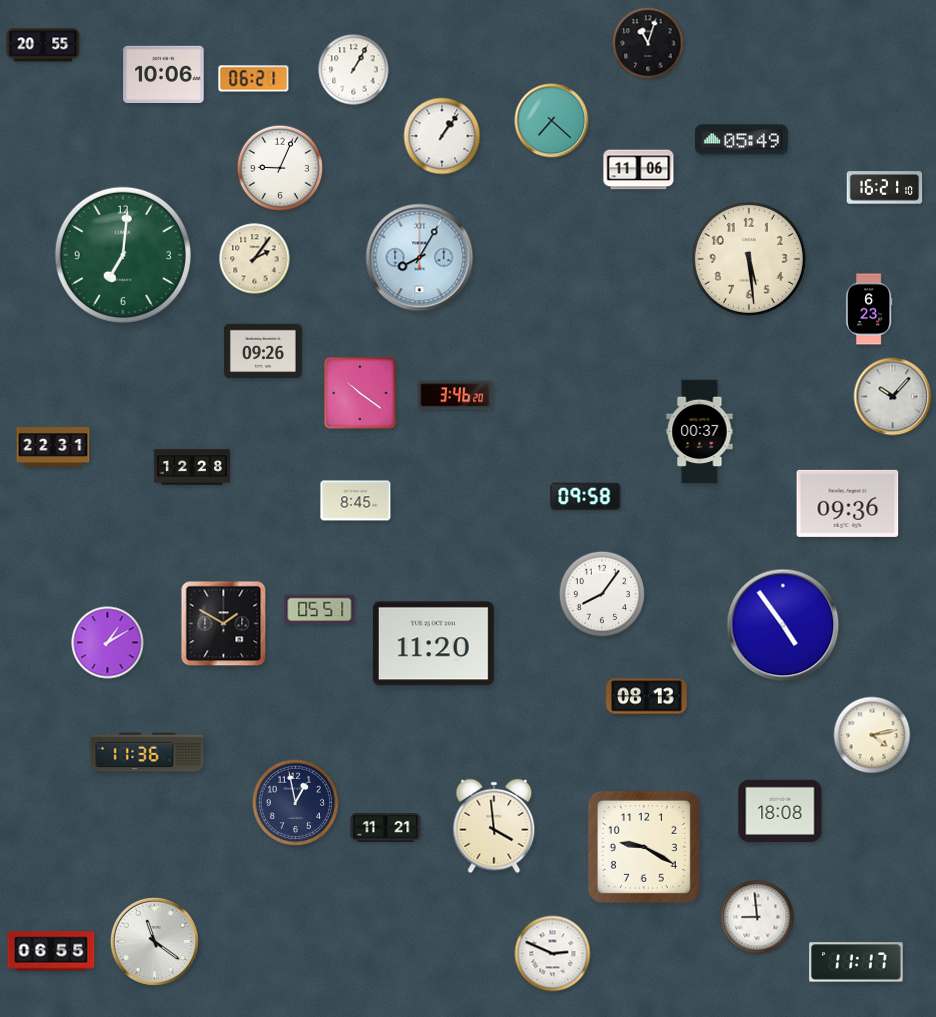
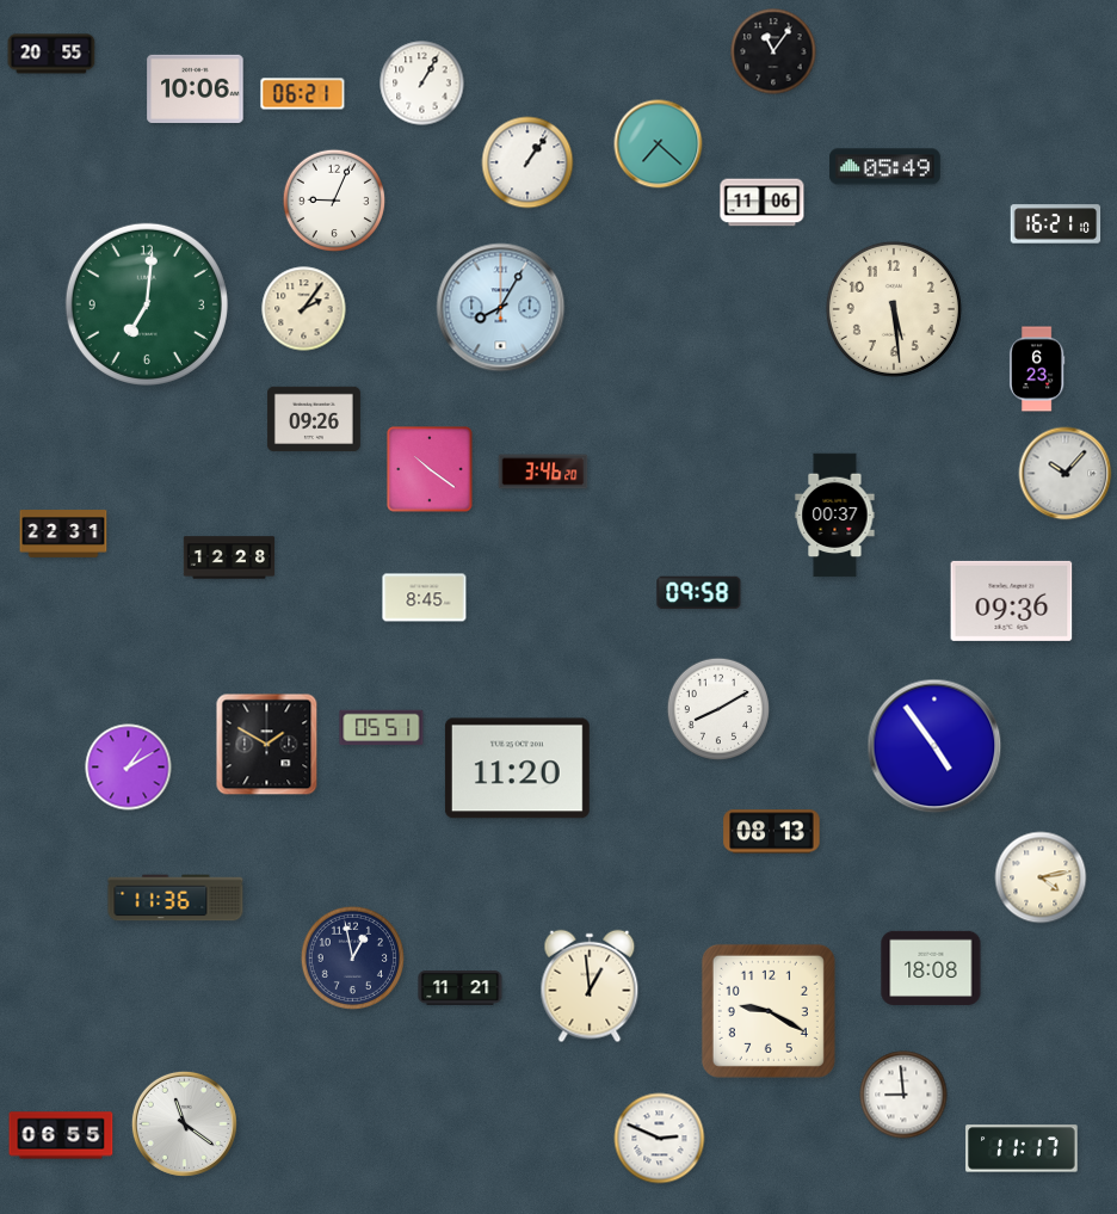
clock at (648, 43): 11:03 -> 11:06
clock at (602, 594): 8:06 -> 8:10
clock at (494, 826): 3:59 -> 12:59
